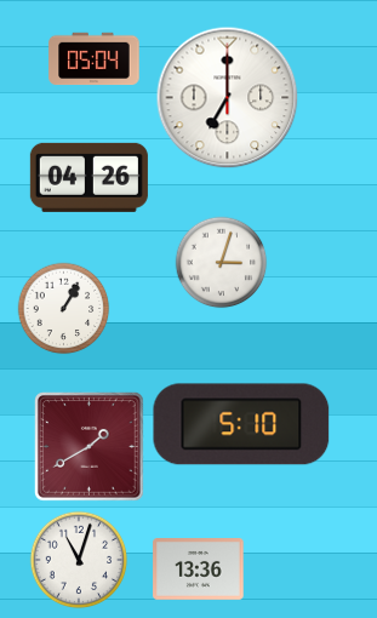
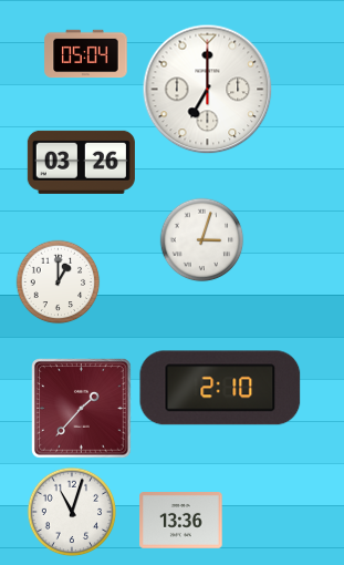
clock at (88, 177): 04:26 -> 03:26
clock at (64, 309): 1:05 -> 1:00
clock at (241, 424): 5:10 -> 2:10
clock at (90, 447): 1:40 -> 1:37
